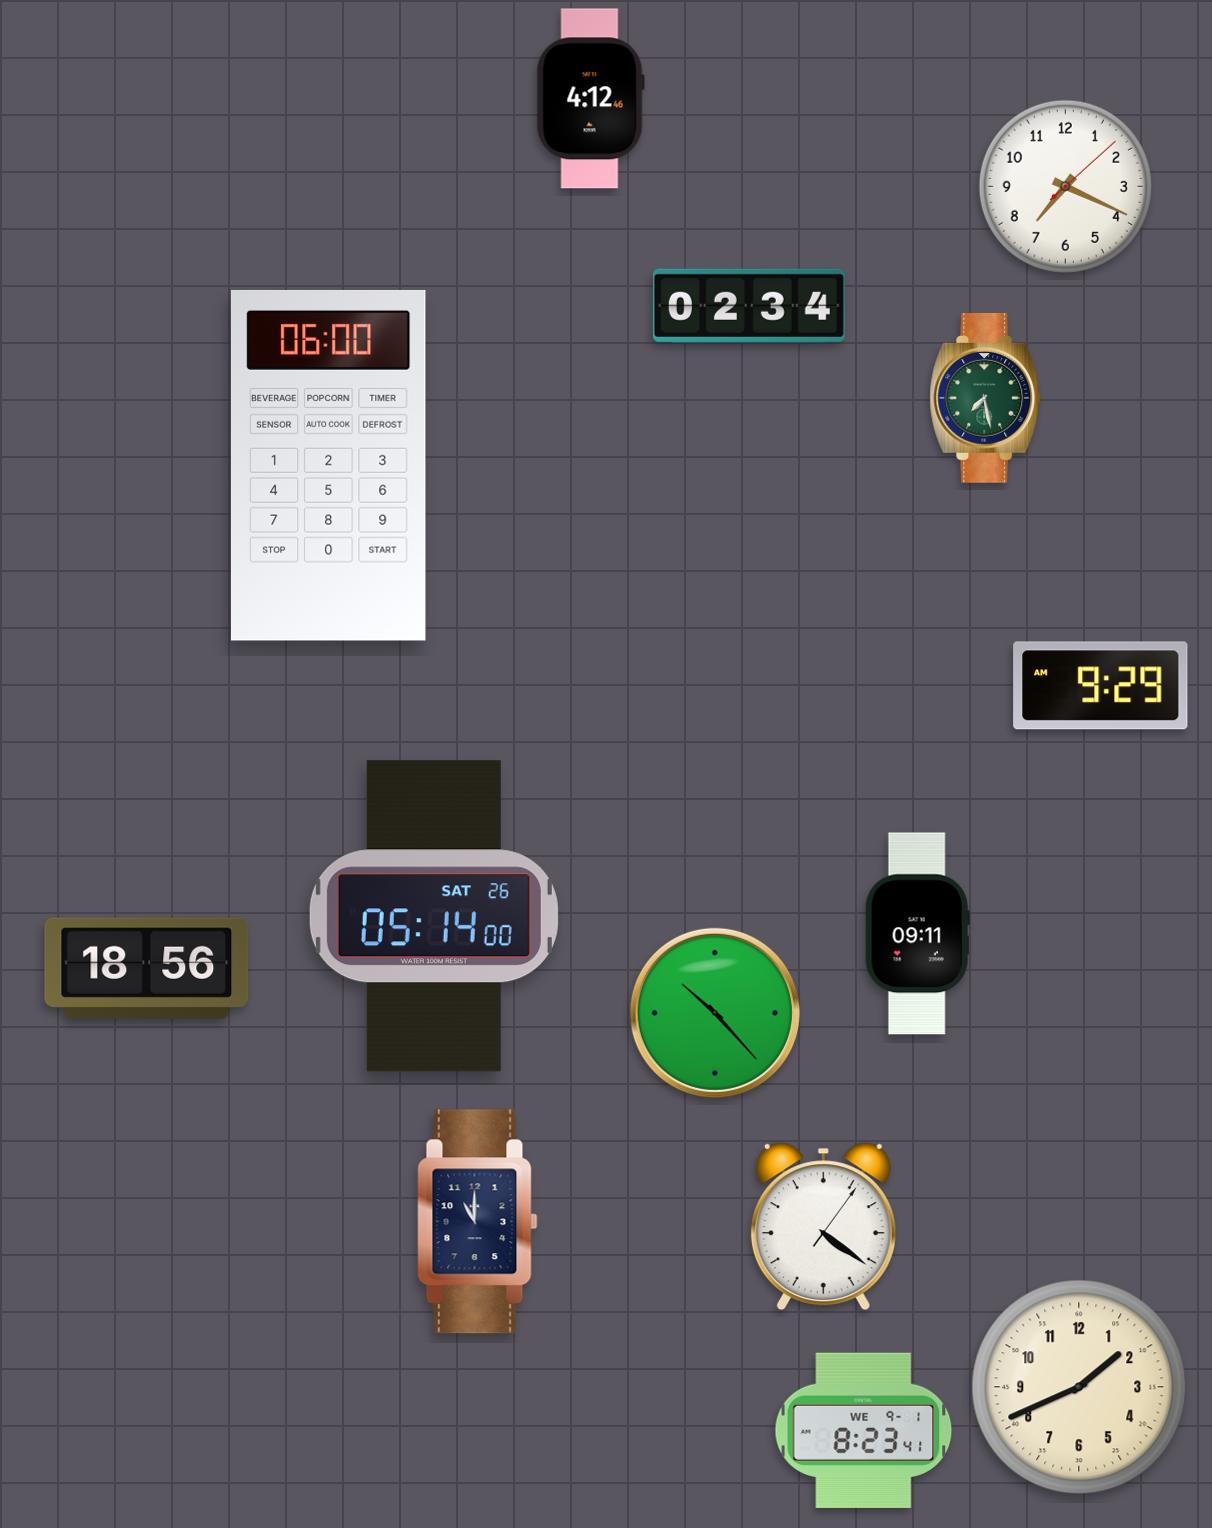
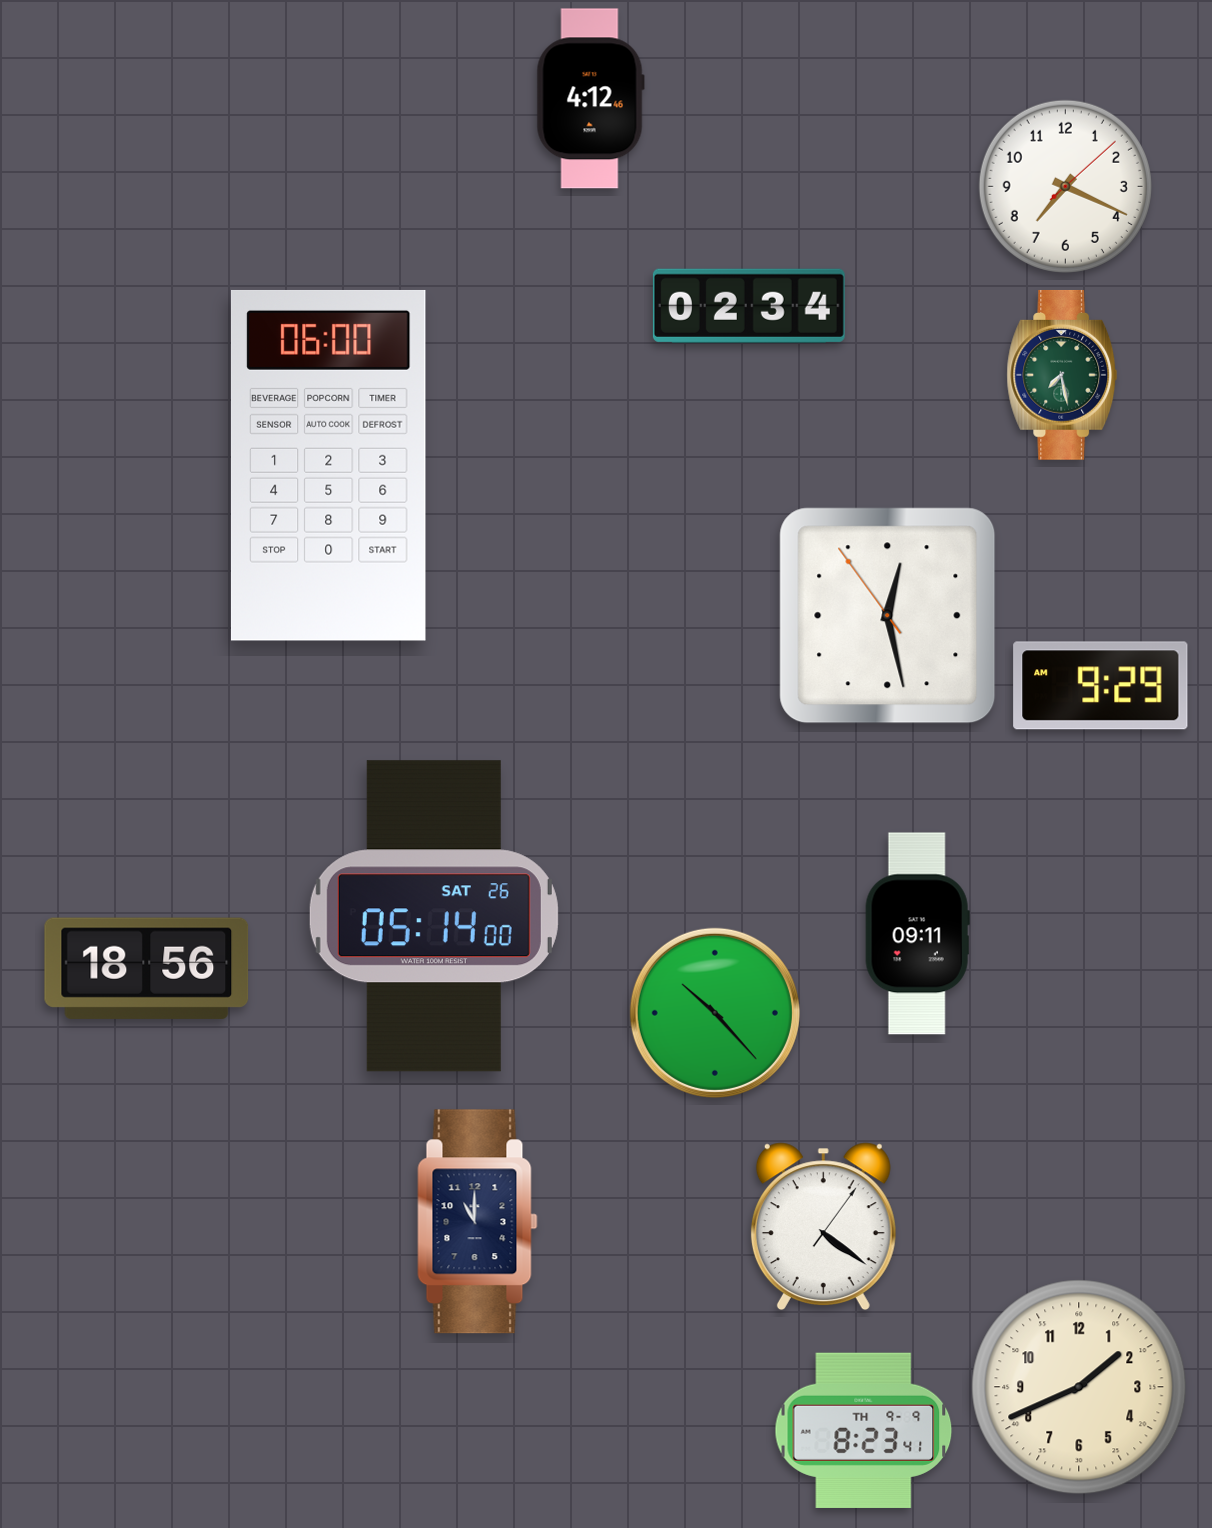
clock at (985, 398) position: (985, 398) -> (1062, 375)
clock at (888, 616): none -> 12:27
clock at (864, 1430) date: WE 9-1 -> TH 9-9
